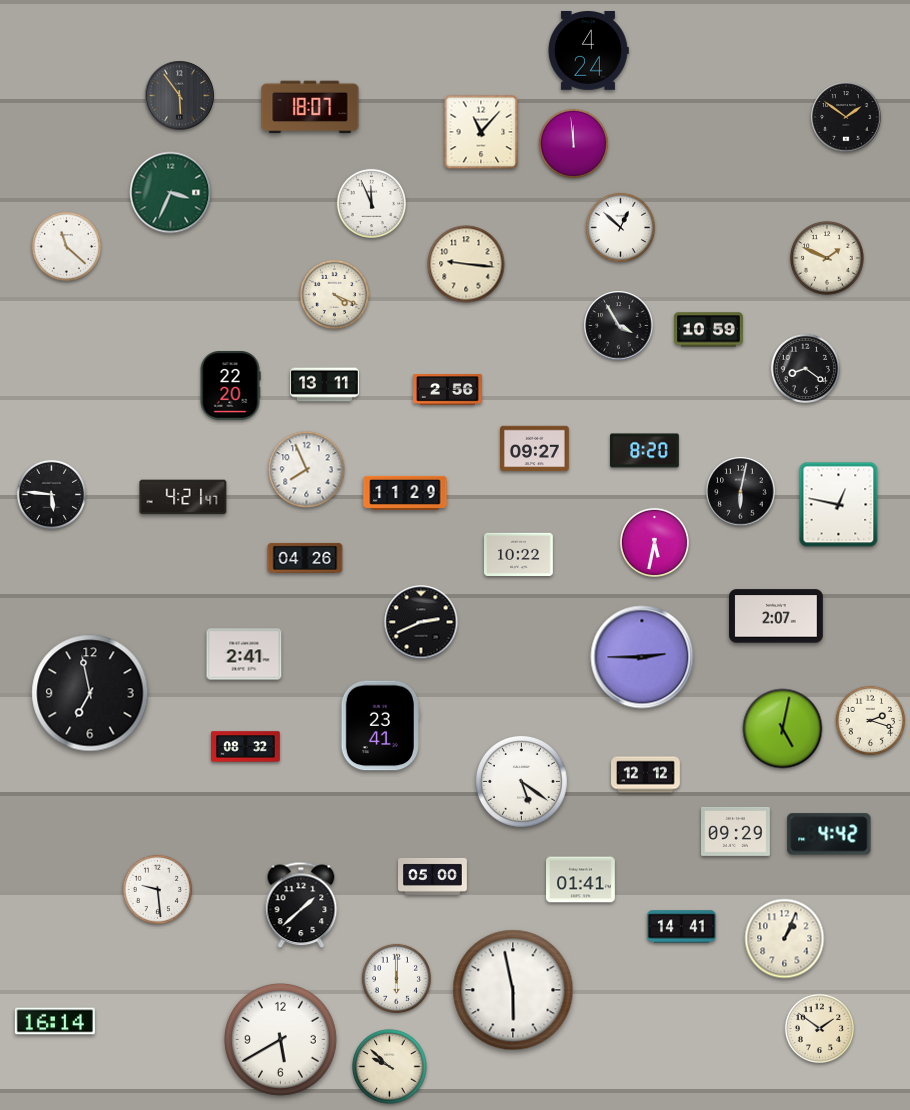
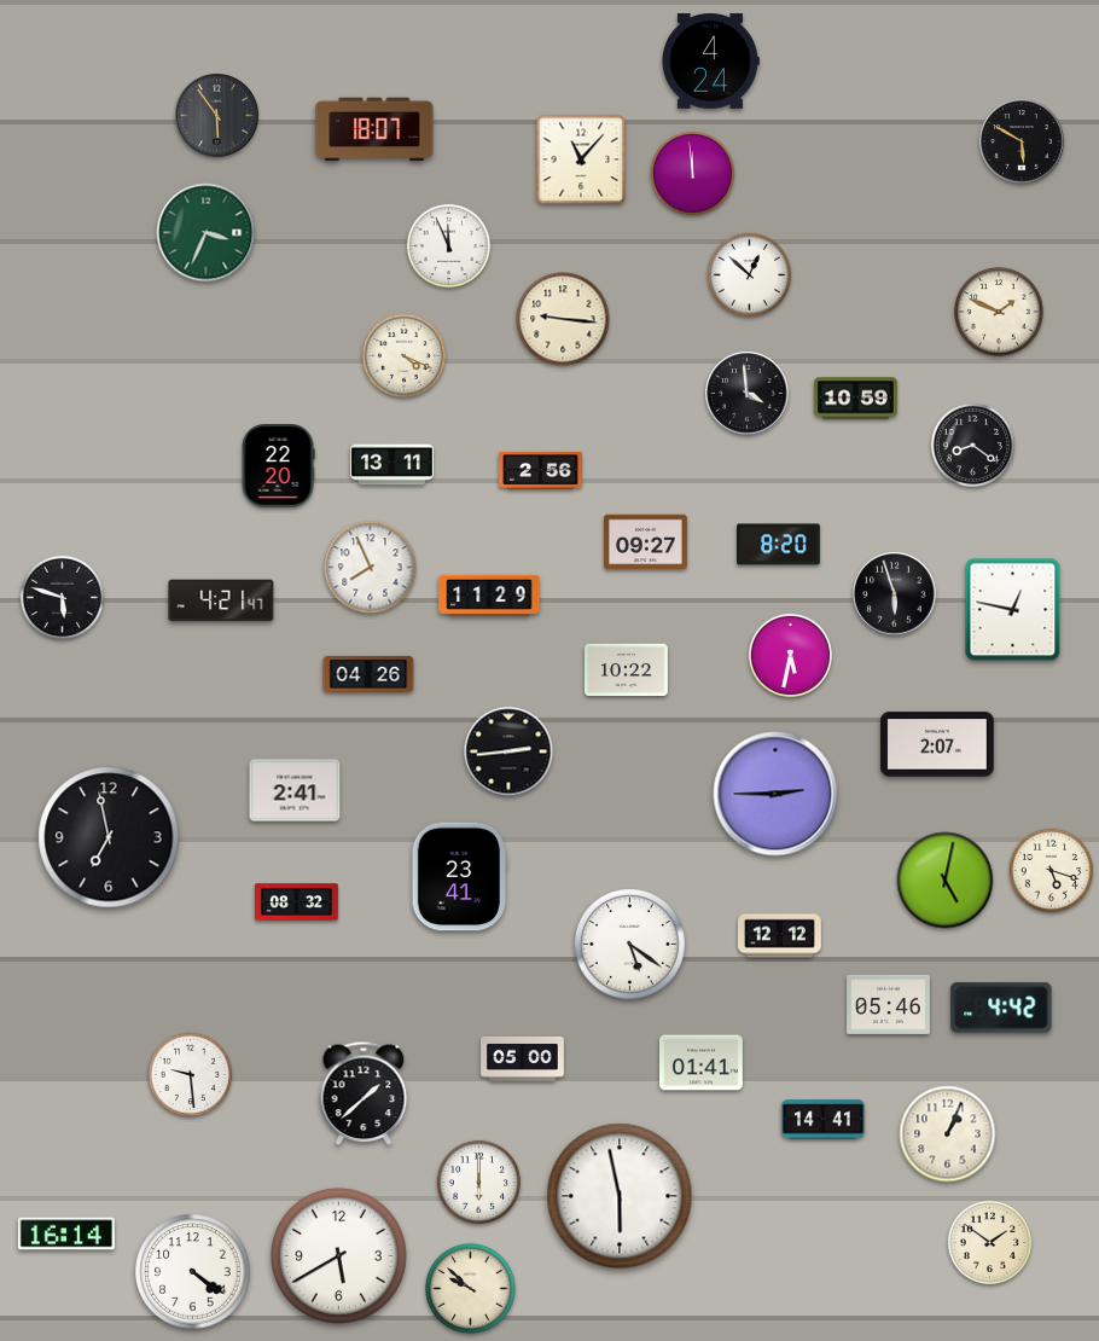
clock at (846, 117): 1:51 -> 5:50
clock at (66, 246): 11:22 -> none
clock at (619, 326): 3:55 -> 3:59
clock at (741, 492): 6:02 -> 5:57
clock at (51, 494): 5:46 -> 5:48
clock at (421, 622): 2:41 -> 2:44
clock at (870, 720): 2:18 -> 5:18
clock at (736, 831): 09:29 -> 05:46
clock at (193, 1272): none -> 4:21
